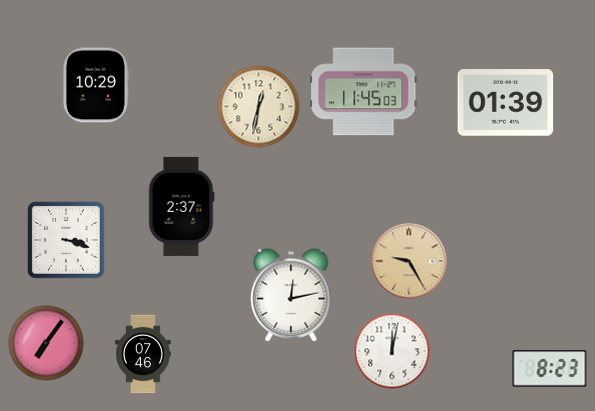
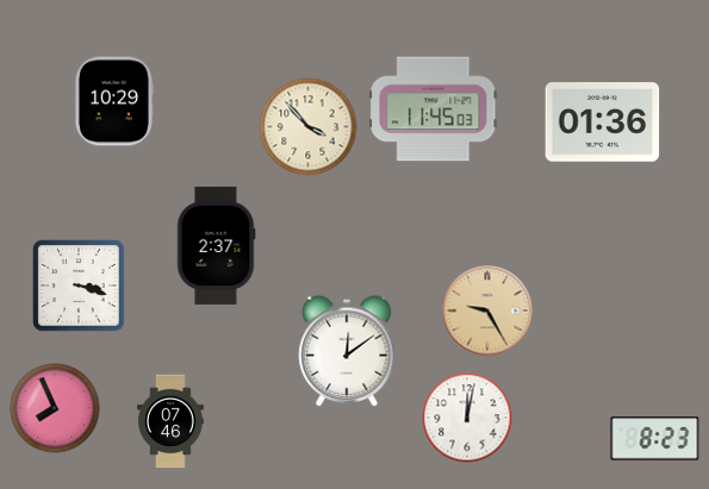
clock at (506, 103): 01:39 -> 01:36
clock at (259, 107): 12:32 -> 3:53
clock at (291, 295): 12:13 -> 12:09
clock at (46, 343): 7:06 -> 7:56
